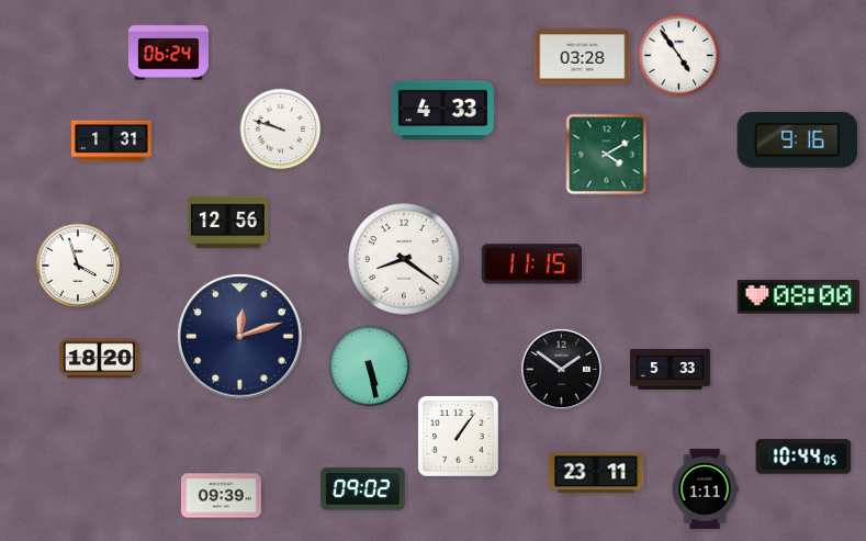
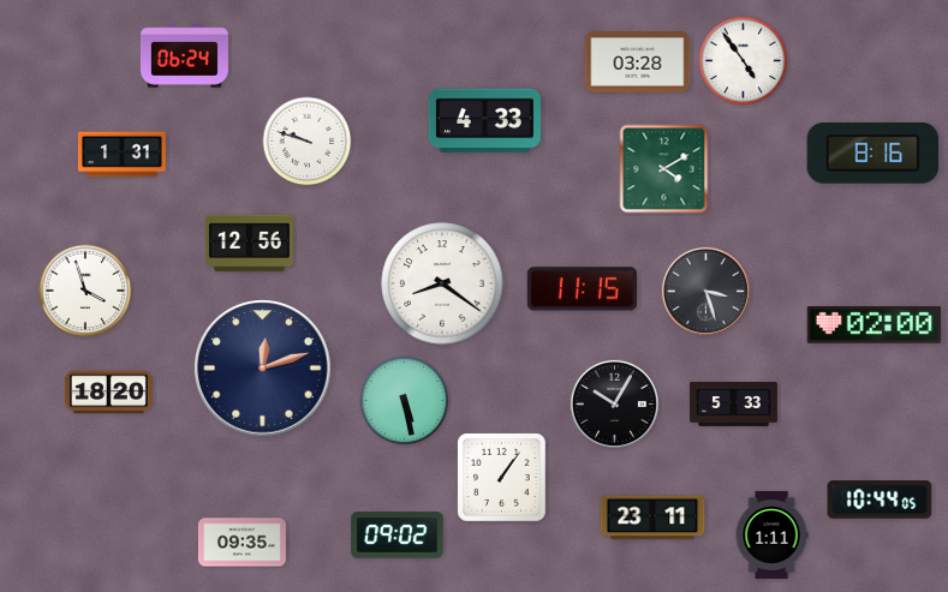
clock at (798, 140): 9:16 -> 8:16
clock at (705, 291): none -> 3:27
clock at (798, 296): 08:00 -> 02:00
clock at (561, 369): 1:51 -> 10:05
clock at (221, 496): 09:39 -> 09:35
